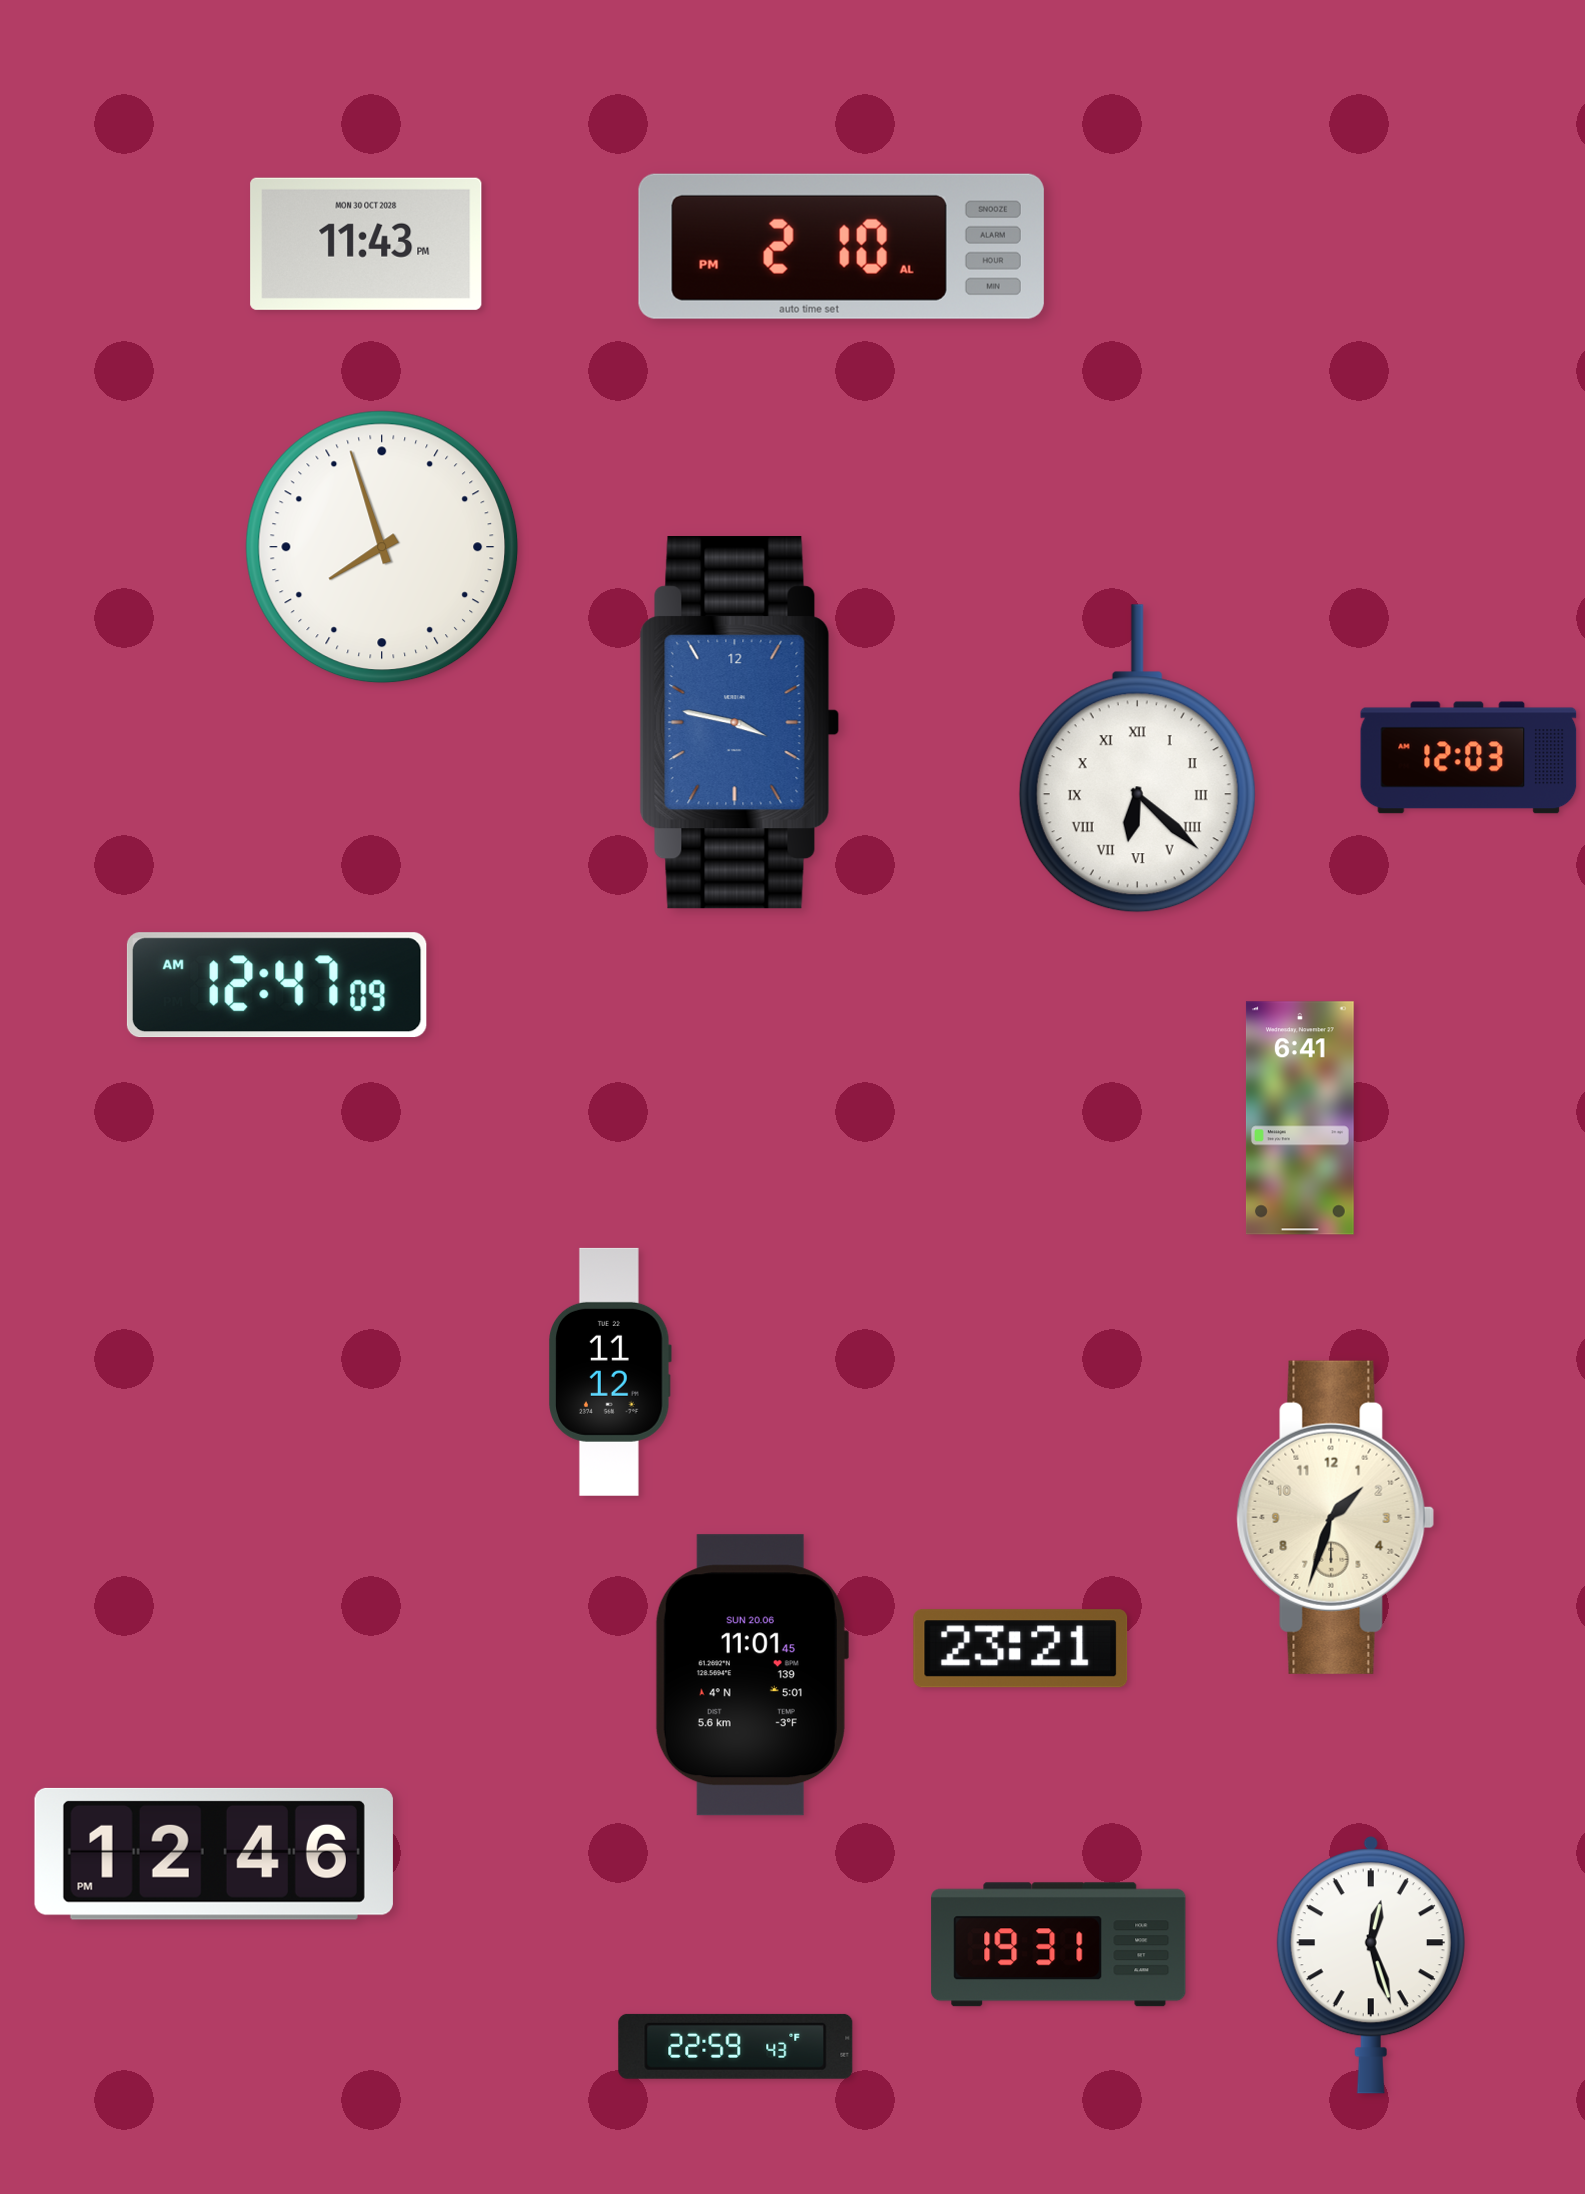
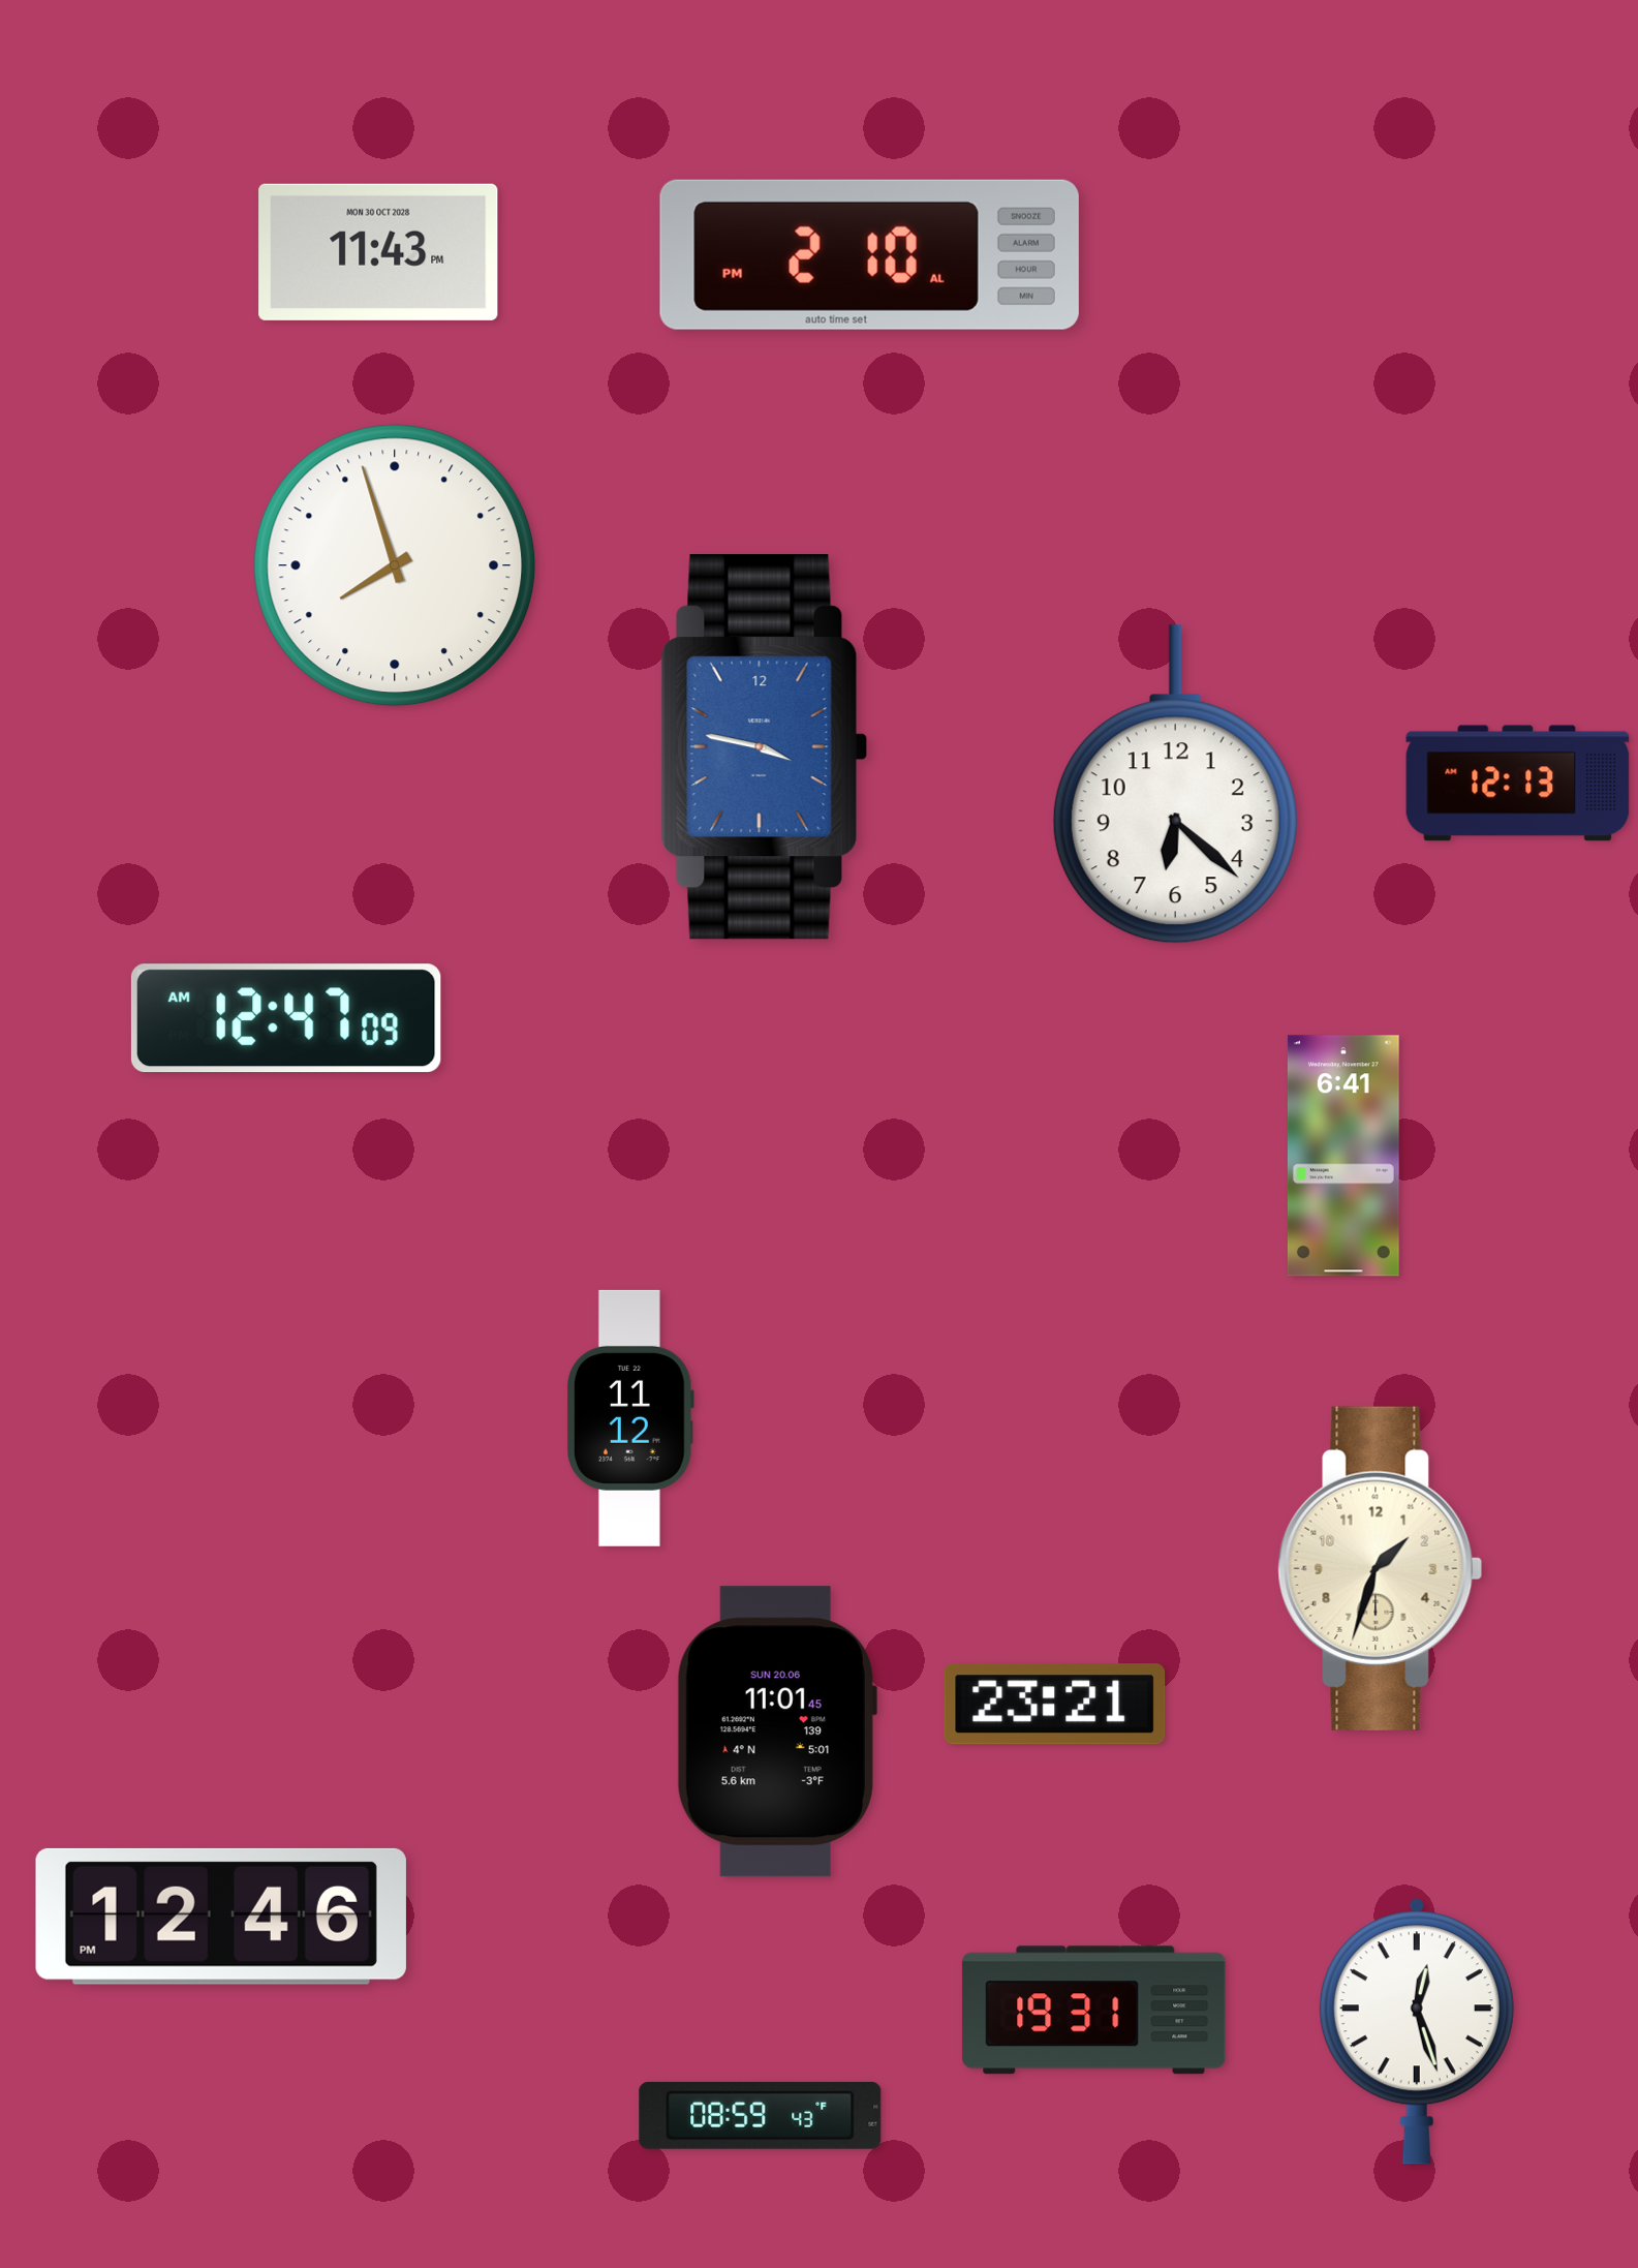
clock at (1469, 758): 12:03 -> 12:13
clock at (1137, 759) numerals: Roman -> Arabic
clock at (736, 2046): 22:59 -> 08:59
